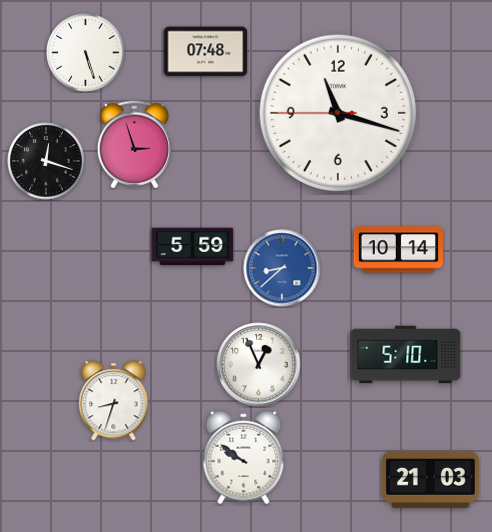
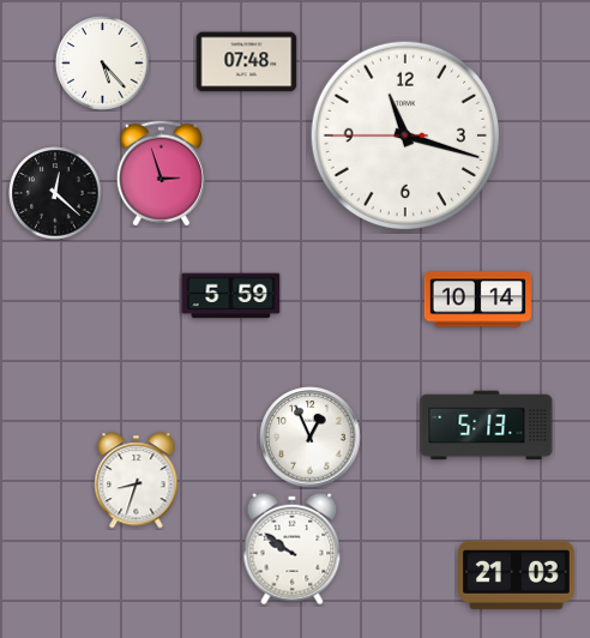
clock at (86, 53): 5:27 -> 5:23
clock at (46, 161): 12:18 -> 12:22
clock at (282, 268): 8:38 -> none
clock at (406, 355): 5:10 -> 5:13
